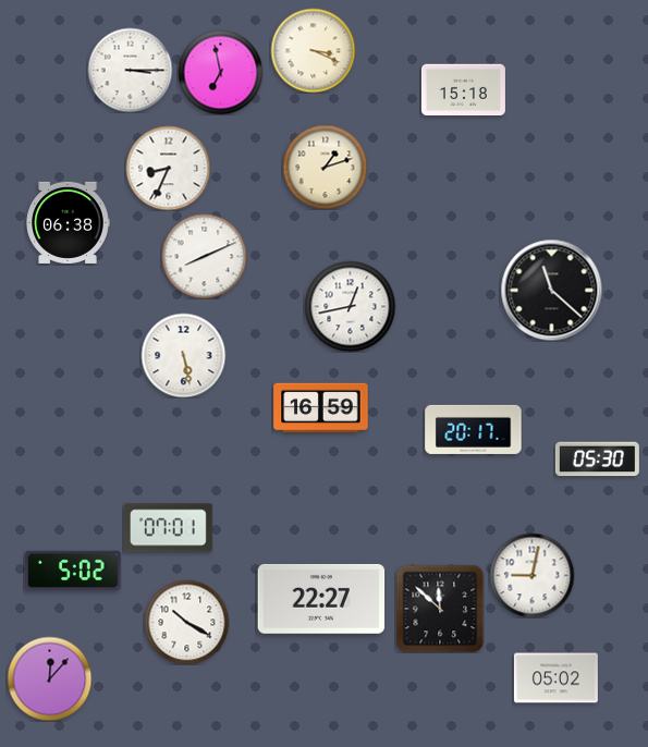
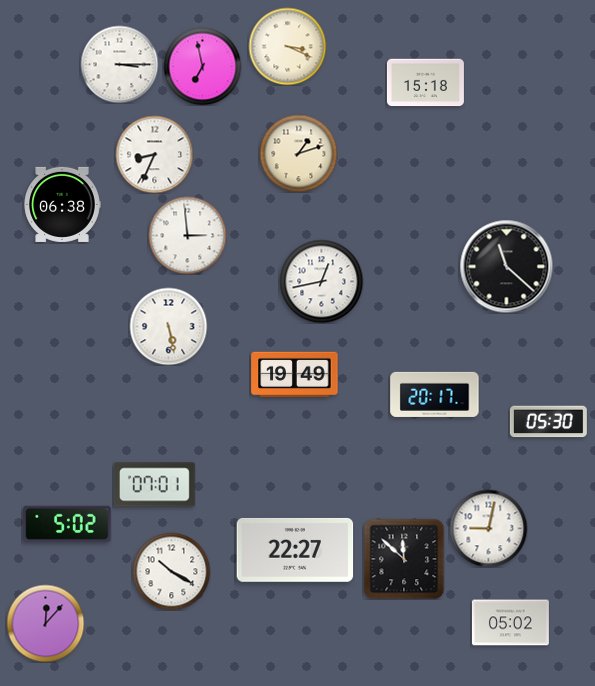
clock at (204, 256): 8:11 -> 2:59
clock at (321, 408): 16:59 -> 19:49
